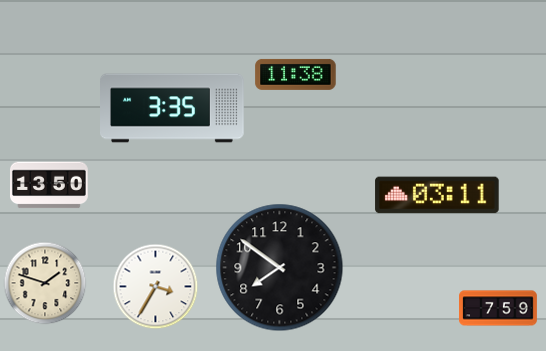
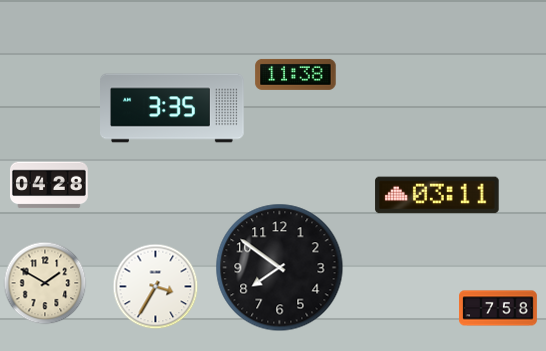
clock at (50, 185): 13:50 -> 04:28
clock at (45, 283): 1:48 -> 1:50
clock at (498, 308): 7:59 -> 7:58
